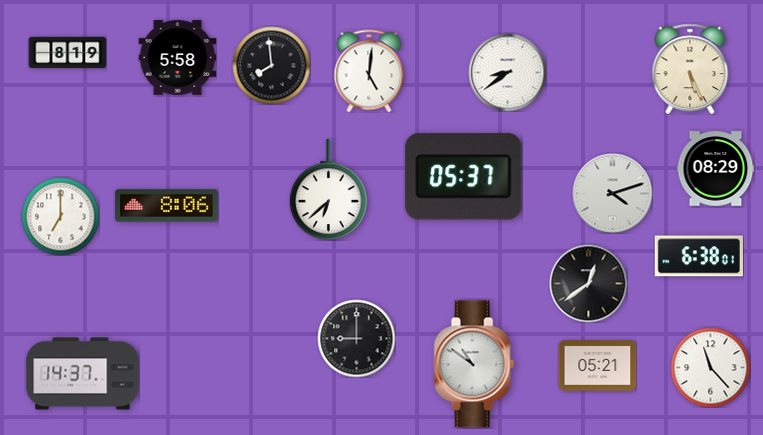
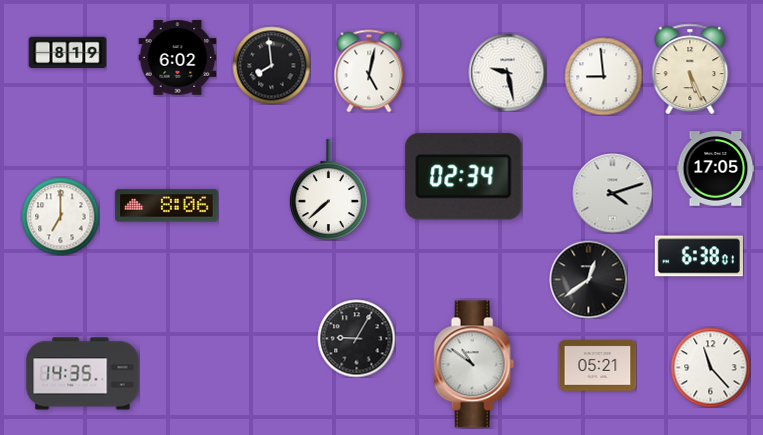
clock at (177, 58): 5:58 -> 6:02
clock at (369, 71): 5:01 -> 5:02
clock at (507, 72): 8:39 -> 9:28
clock at (603, 76): none -> 8:59
clock at (715, 169): 08:29 -> 17:05
clock at (464, 177): 05:37 -> 02:34
clock at (328, 190): 6:38 -> 7:38
clock at (588, 283) position: (588, 283) -> (588, 279)
clock at (356, 338): 9:00 -> 9:05
clock at (83, 374): 14:37 -> 14:35
